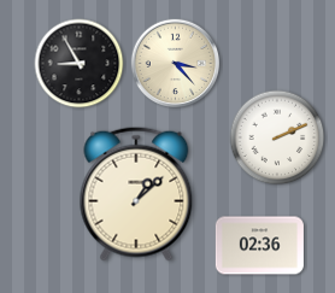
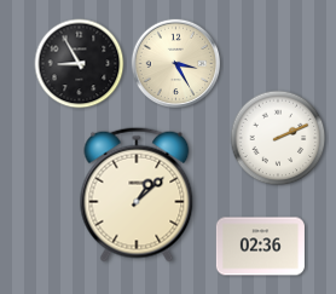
clock at (176, 64): 3:23 -> 3:25
